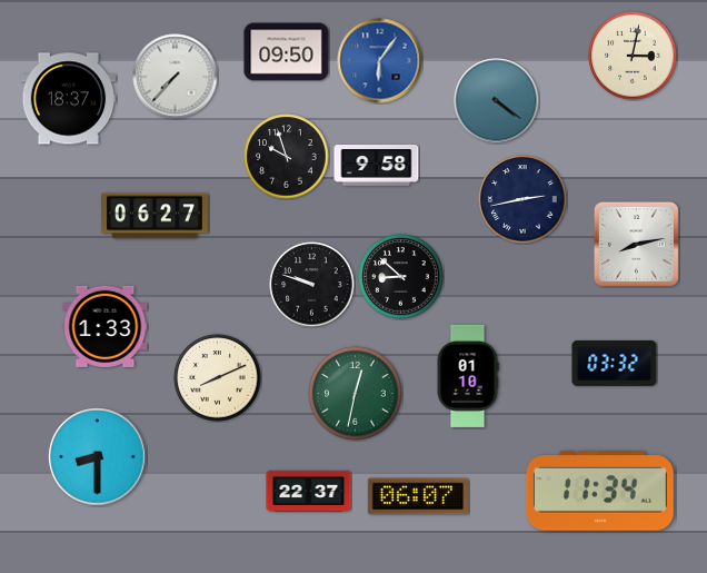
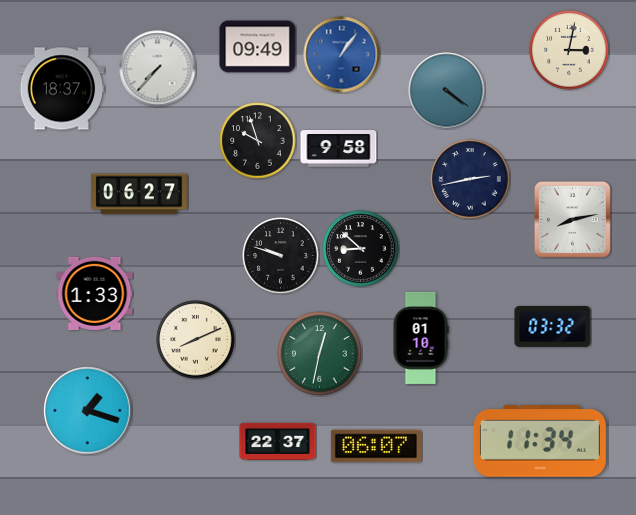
clock at (287, 52): 09:50 -> 09:49
clock at (380, 61): 6:06 -> 1:06
clock at (98, 457): 8:30 -> 1:18
